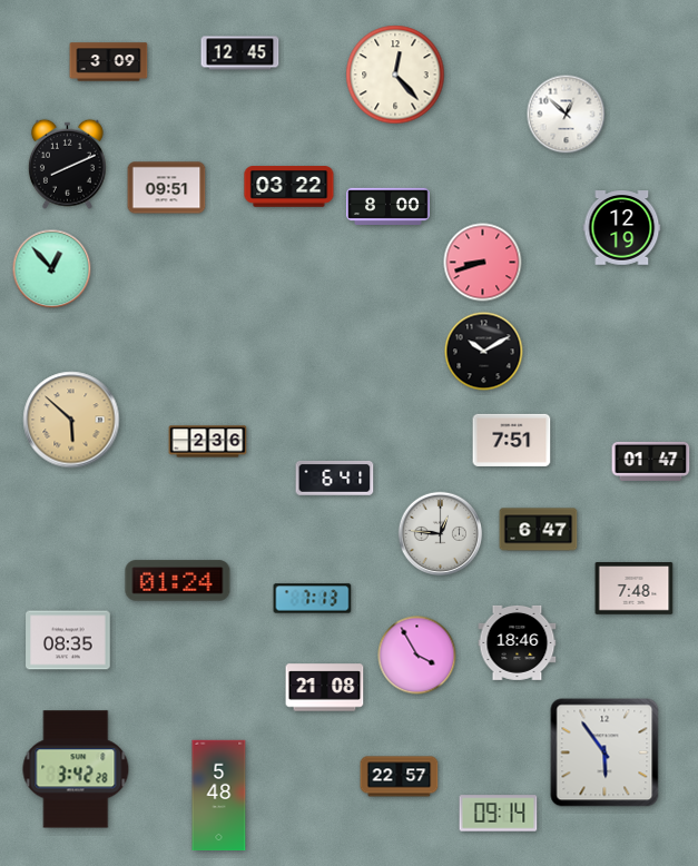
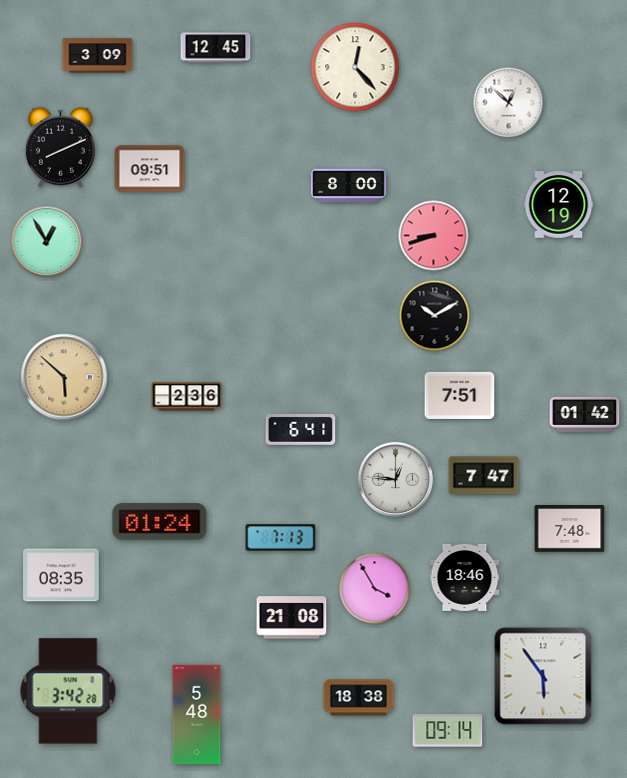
clock at (289, 187): 03:22 -> none
clock at (52, 269): 12:53 -> 12:55
clock at (651, 461): 01:47 -> 01:42
clock at (539, 530): 6:47 -> 7:47
clock at (400, 777): 22:57 -> 18:38
